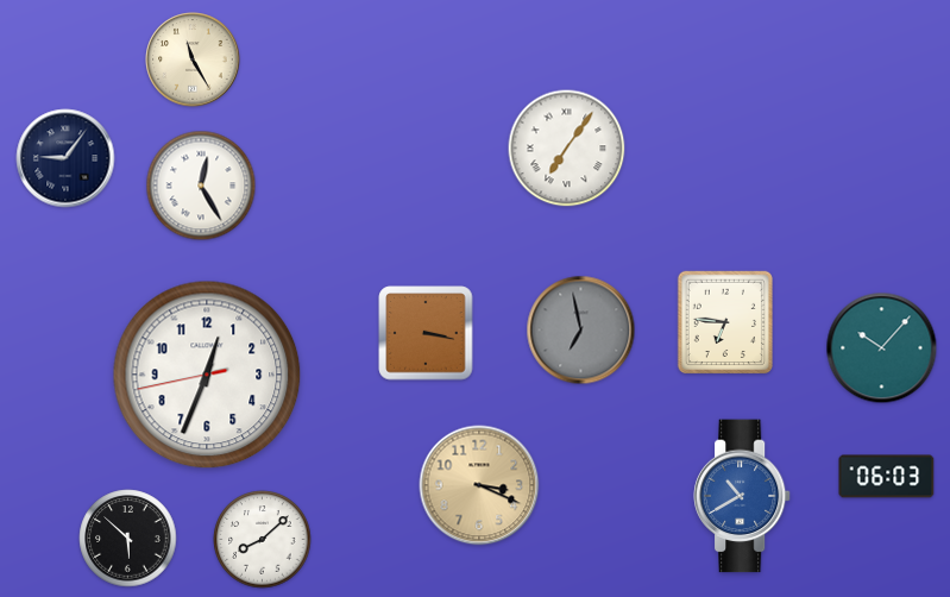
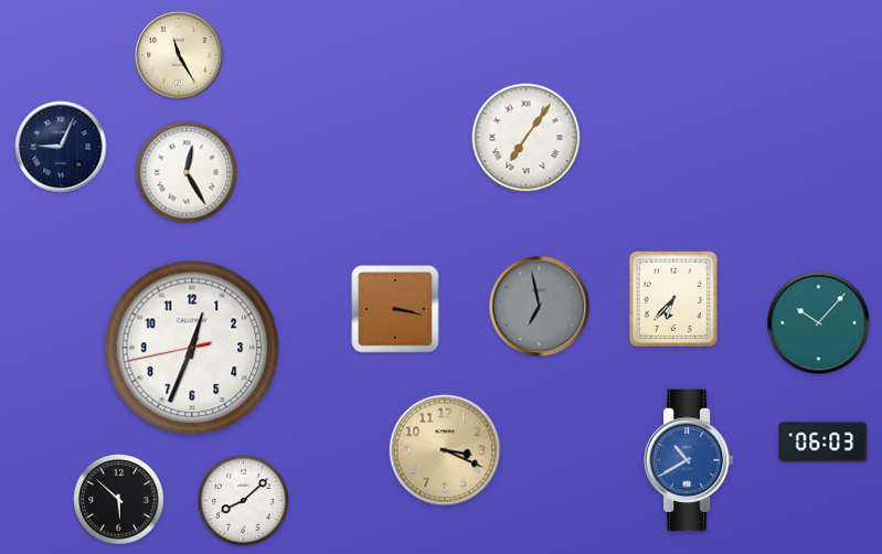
clock at (65, 158): 9:06 -> 9:04
clock at (724, 322): 6:46 -> 6:37
